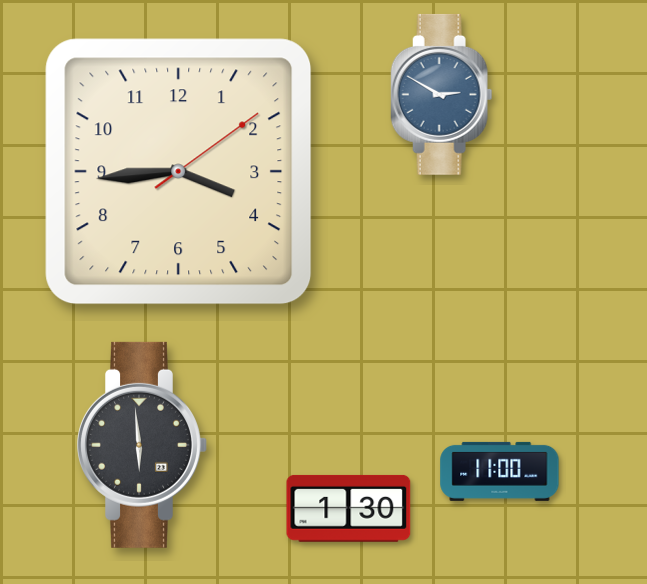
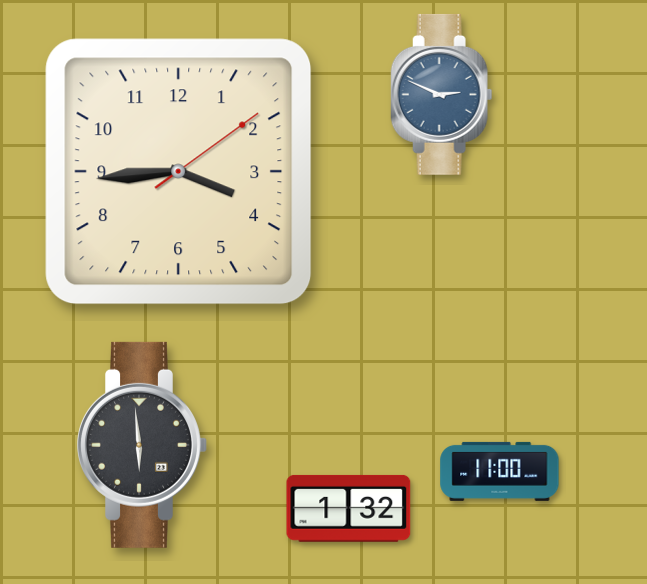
clock at (442, 94): 2:50 -> 2:49
clock at (349, 508): 1:30 -> 1:32
